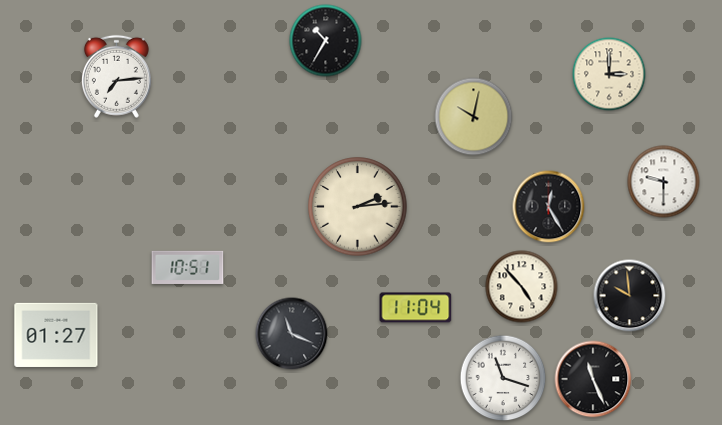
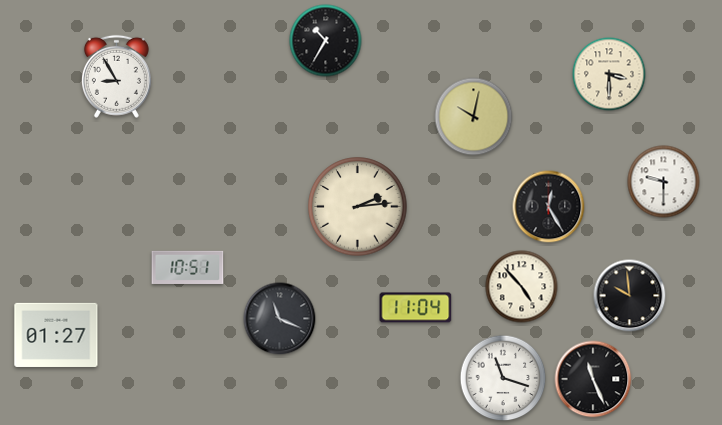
clock at (609, 74): 3:00 -> 3:30
clock at (116, 76): 7:14 -> 8:55
clock at (292, 334) position: (292, 334) -> (280, 319)
